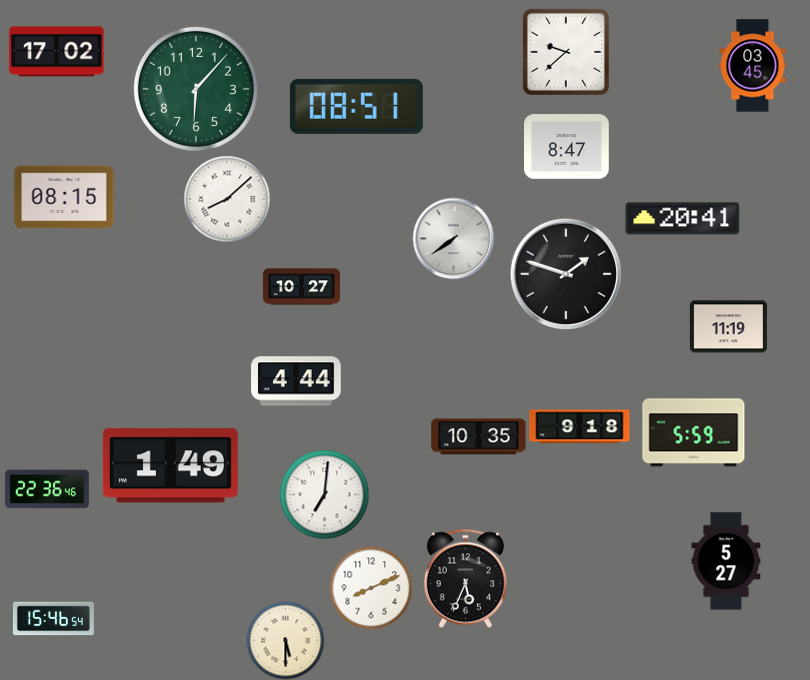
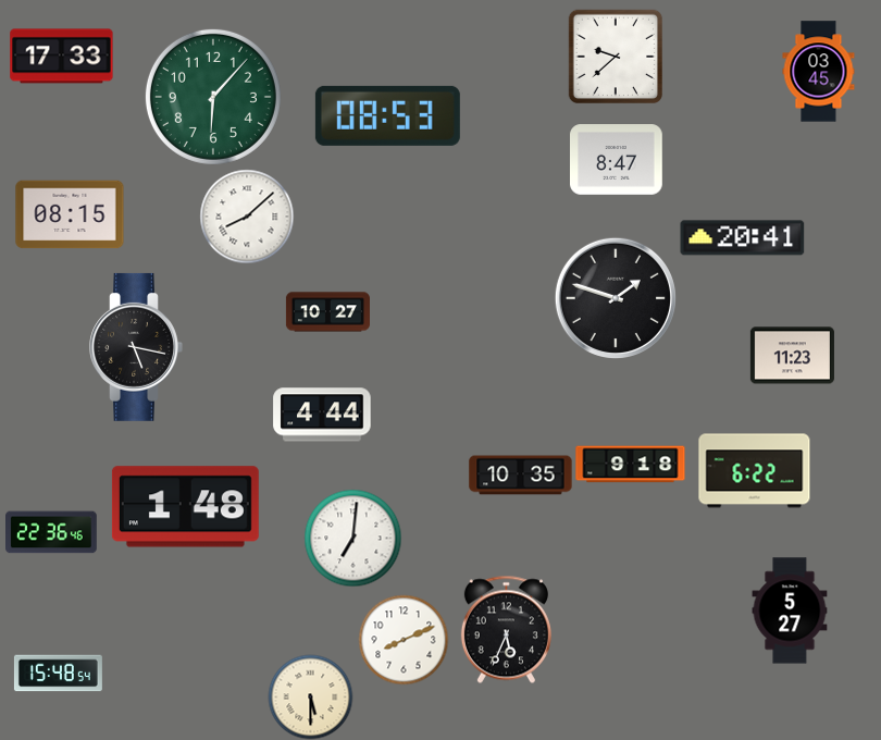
clock at (57, 52): 17:02 -> 17:33
clock at (356, 106): 08:51 -> 08:53
clock at (453, 238): 7:39 -> none
clock at (136, 347): none -> 5:17
clock at (728, 327): 11:19 -> 11:23
clock at (694, 433): 5:59 -> 6:22
clock at (170, 466): 1:49 -> 1:48
clock at (53, 619): 15:46 -> 15:48
